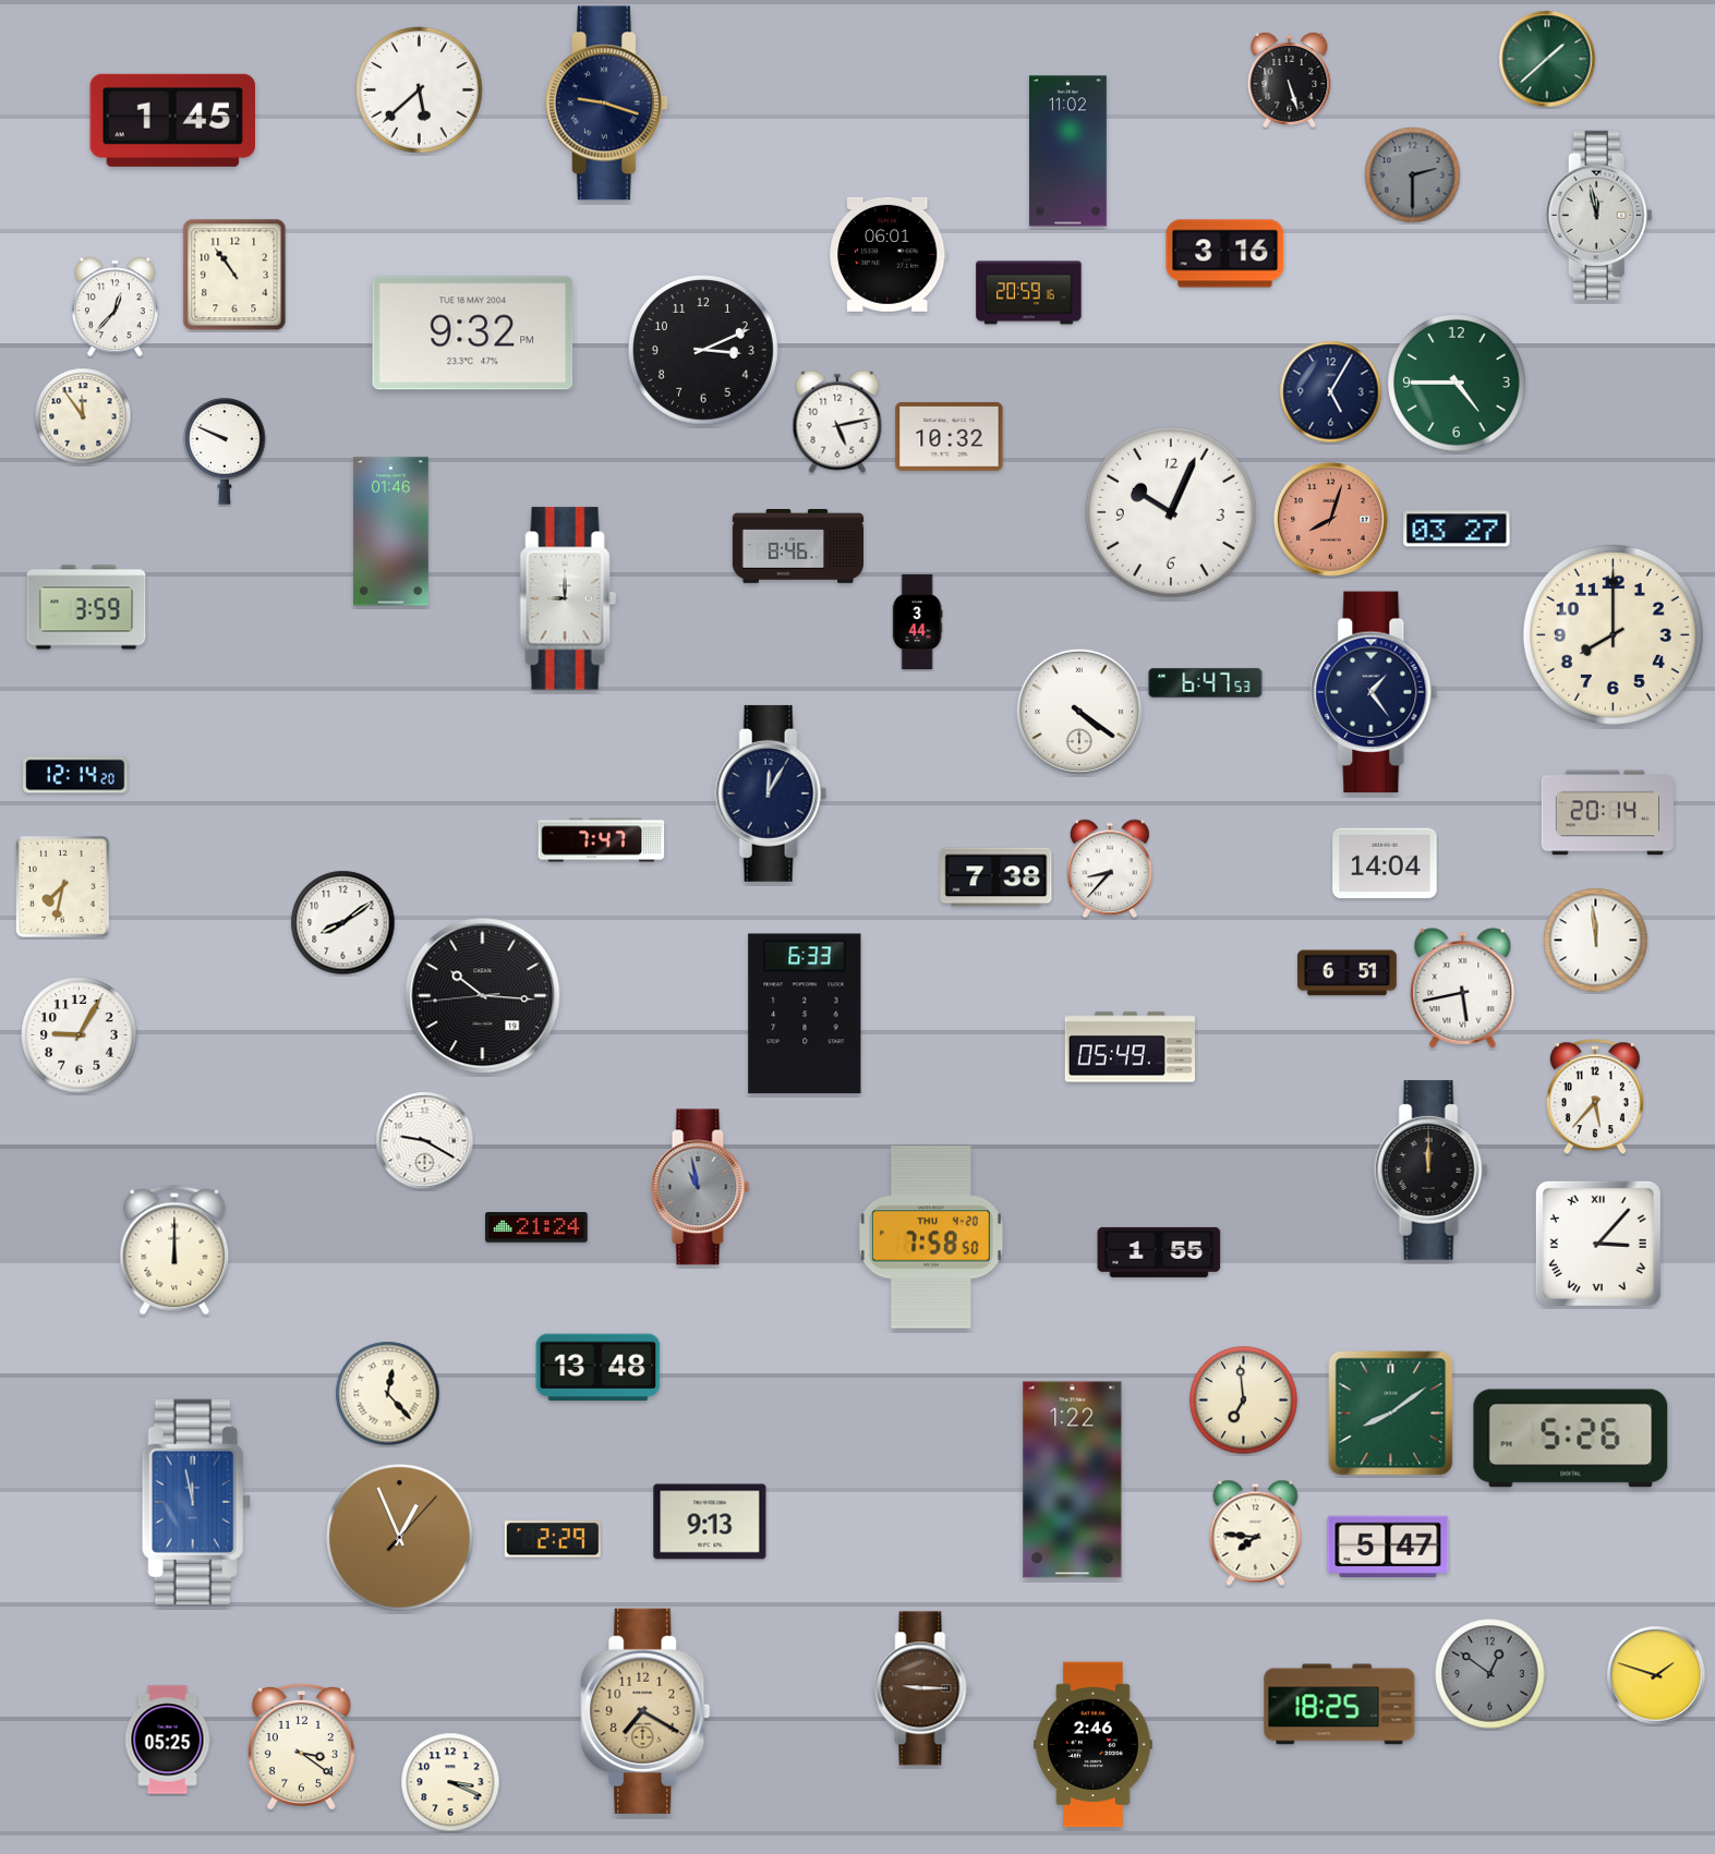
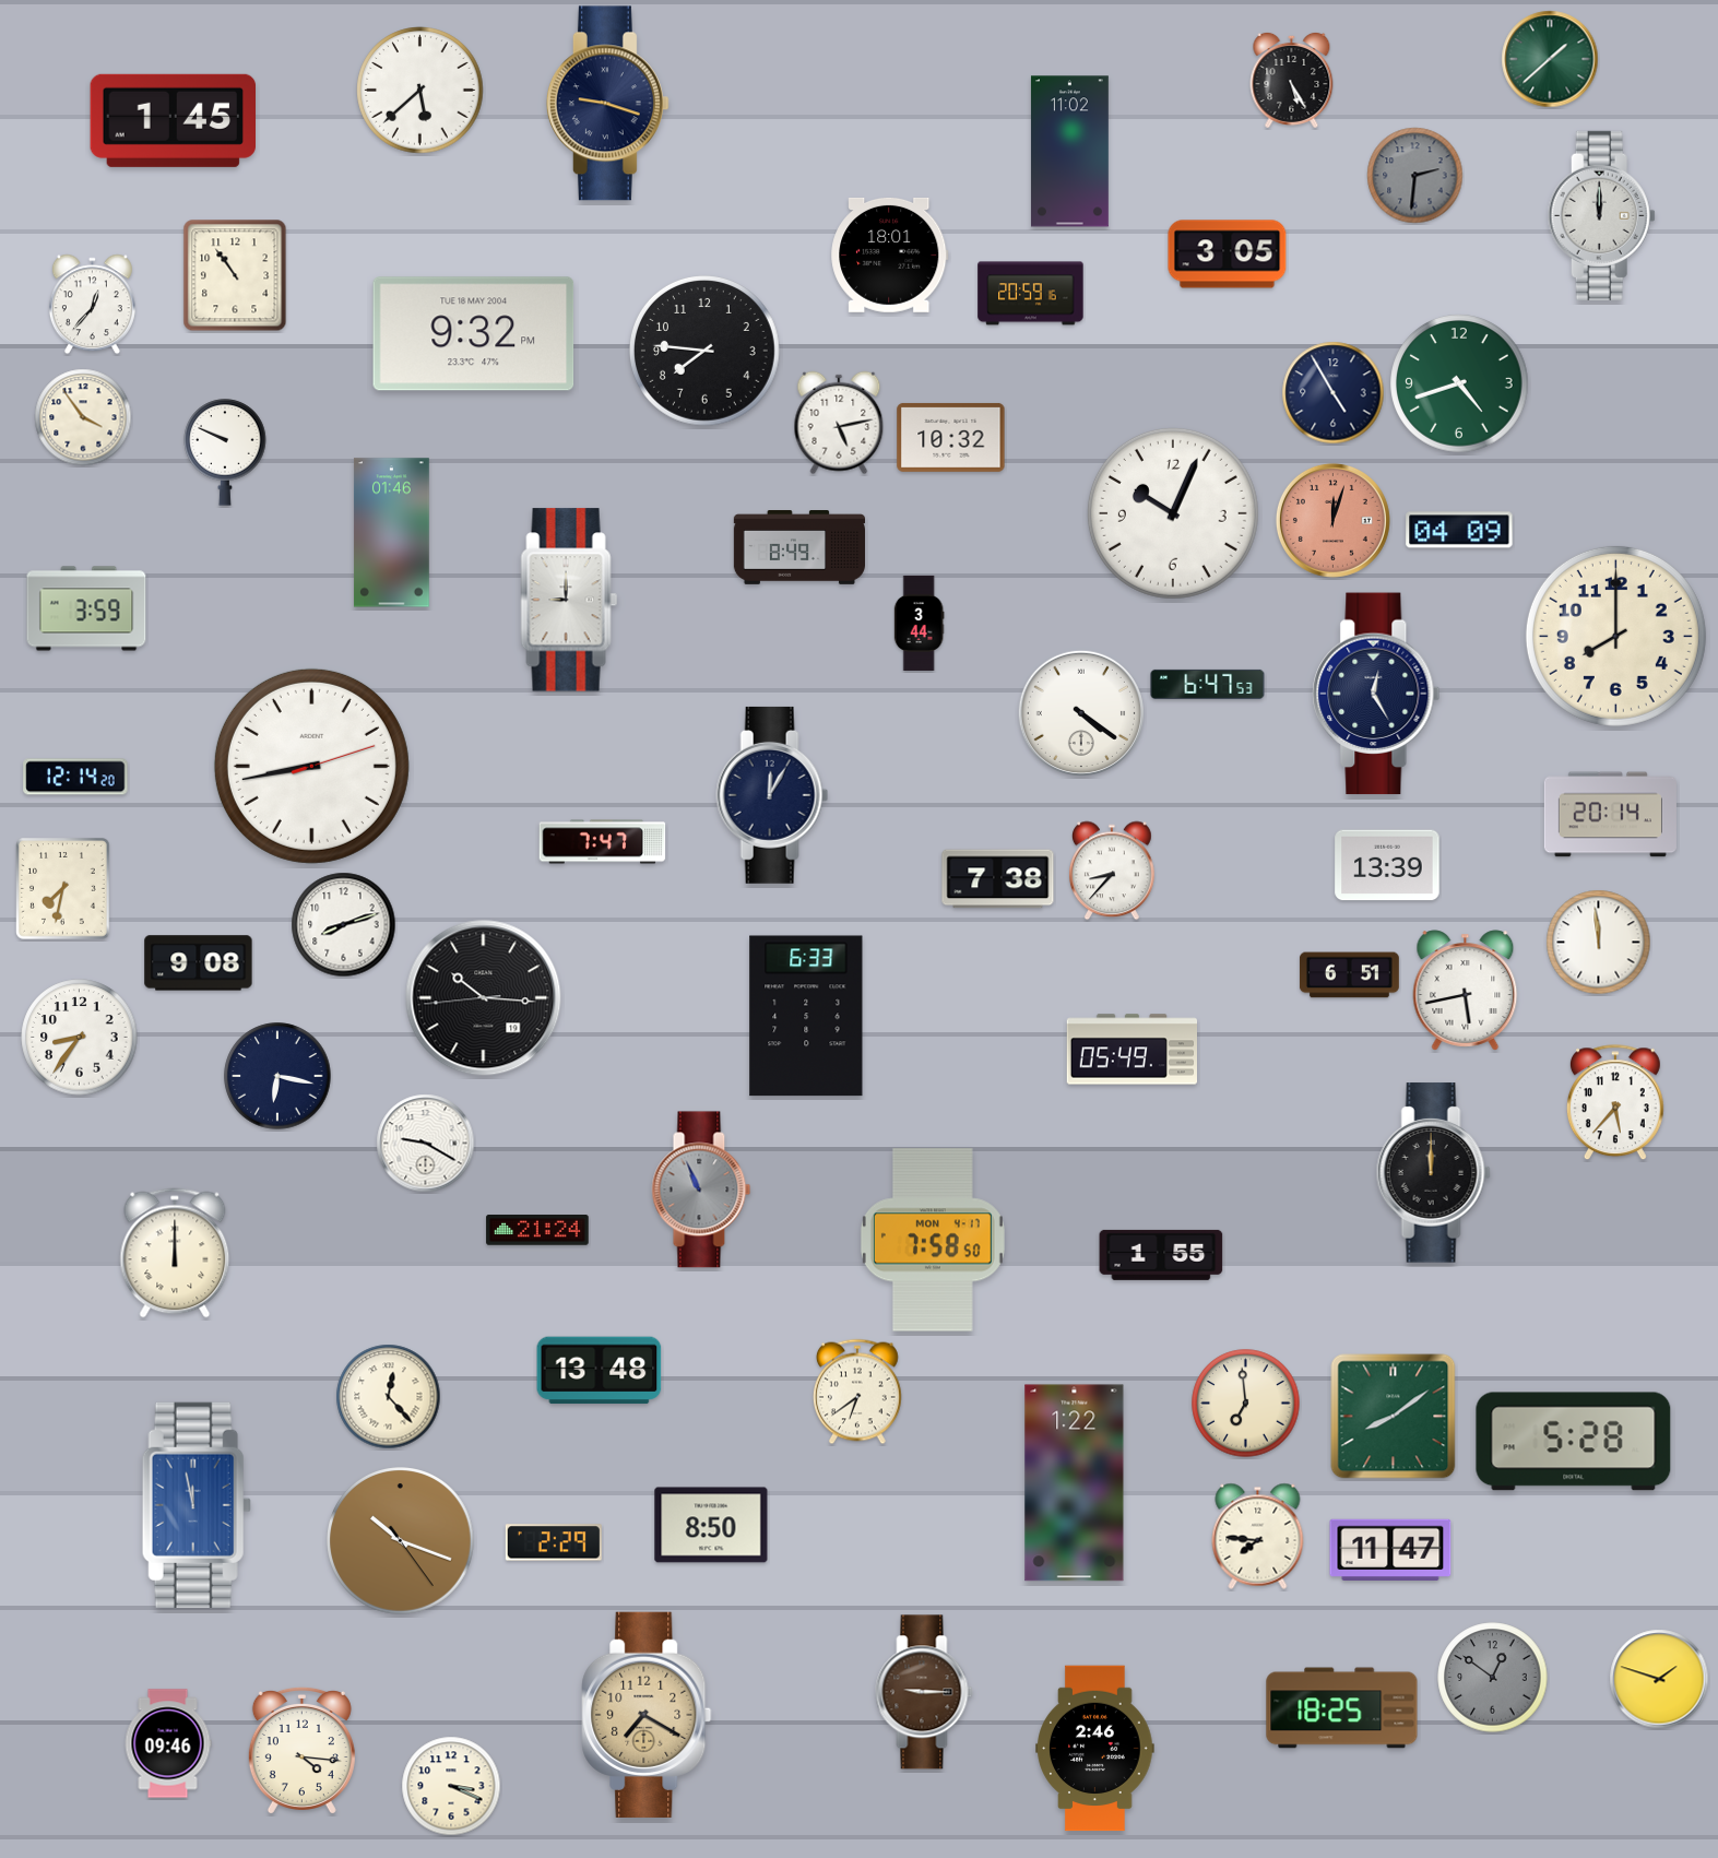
clock at (1290, 80): 5:27 -> 5:25
clock at (1413, 175): 2:30 -> 2:31
clock at (1598, 215): 11:58 -> 12:00
clock at (889, 254): 06:01 -> 18:01
clock at (1225, 254): 3:16 -> 3:05
clock at (114, 307) position: (114, 307) -> (92, 305)
clock at (704, 351): 3:11 -> 7:46
clock at (1457, 383): 4:45 -> 4:42
clock at (1331, 392): 5:05 -> 4:55
clock at (83, 416): 11:54 -> 3:54
clock at (1330, 519): 8:03 -> 12:03
clock at (1457, 529): 03:27 -> 04:09
clock at (797, 547): 8:46 -> 8:49
clock at (1374, 692): 1:24 -> 12:25
clock at (311, 766): none -> 8:43
clock at (1385, 863): 14:04 -> 13:39
clock at (343, 923): 8:09 -> 8:12
clock at (199, 963): none -> 9:08
clock at (80, 1035): 9:05 -> 8:36
clock at (277, 1076): none -> 6:17
clock at (1595, 1098) position: (1595, 1098) -> (1615, 1103)
clock at (700, 1187): 10:58 -> 10:56
clock at (931, 1237) date: THU 4-20 -> MON 4-17
clock at (1598, 1244): 3:07 -> none
clock at (857, 1392): none -> 6:39
clock at (1571, 1439): 5:26 -> 5:28
clock at (710, 1522): 9:13 -> 8:50
clock at (400, 1538): 12:56 -> 10:18
clock at (1388, 1546): 5:47 -> 11:47
clock at (168, 1740): 05:25 -> 09:46
clock at (301, 1746): 3:21 -> 4:16
